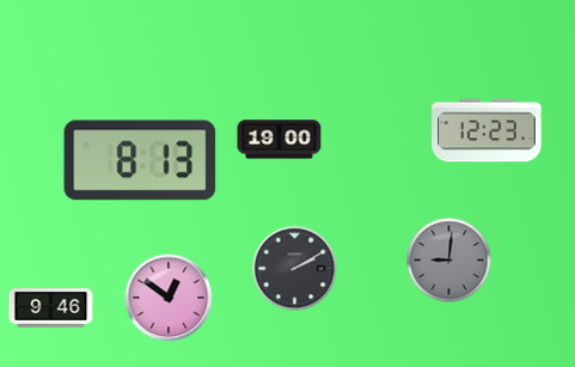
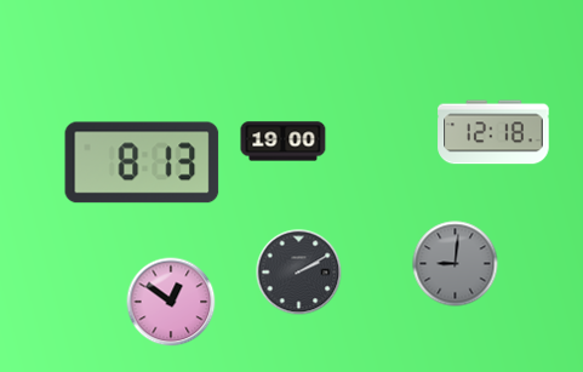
clock at (487, 130): 12:23 -> 12:18
clock at (51, 308): 9:46 -> none
